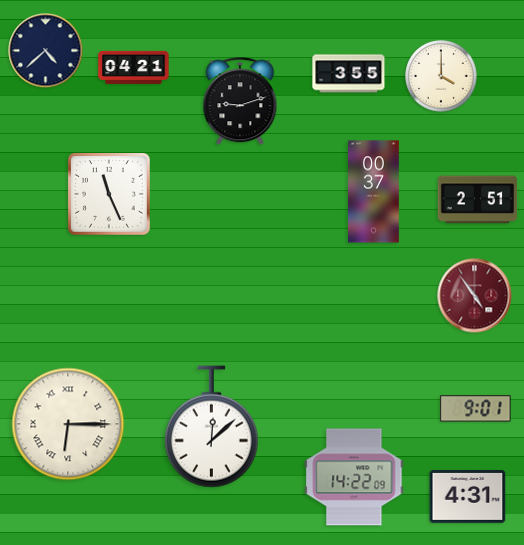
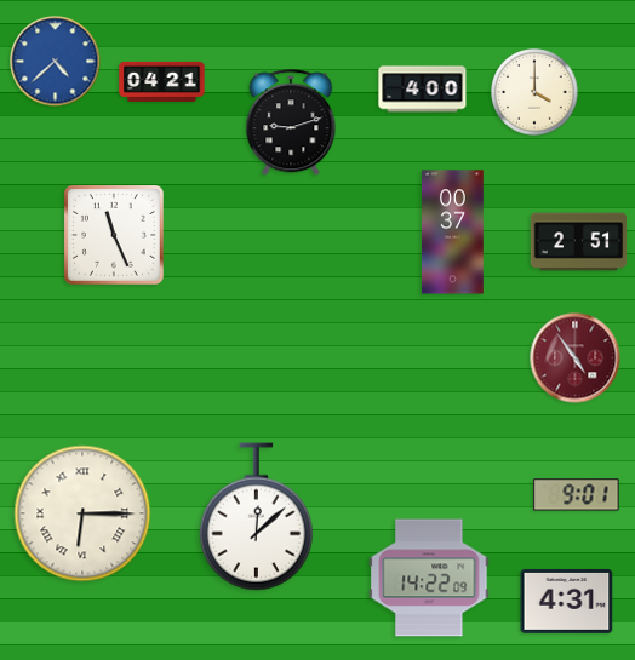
clock at (46, 51) dial: navy -> blue
clock at (349, 74): 3:55 -> 4:00
clock at (110, 195) position: (110, 195) -> (115, 236)
